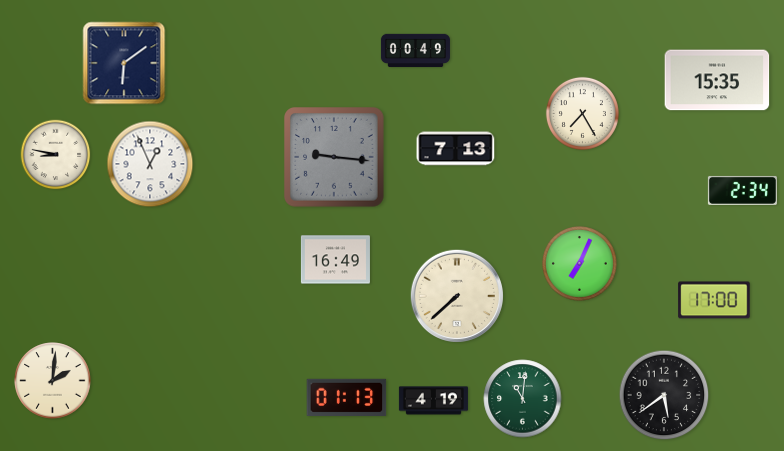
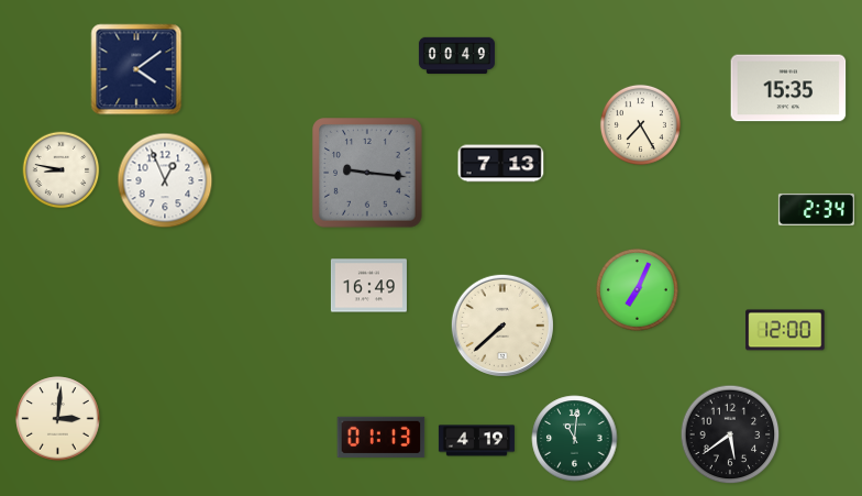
clock at (124, 63): 6:09 -> 4:09
clock at (714, 300): 17:00 -> 12:00
clock at (53, 381): 2:01 -> 3:01
